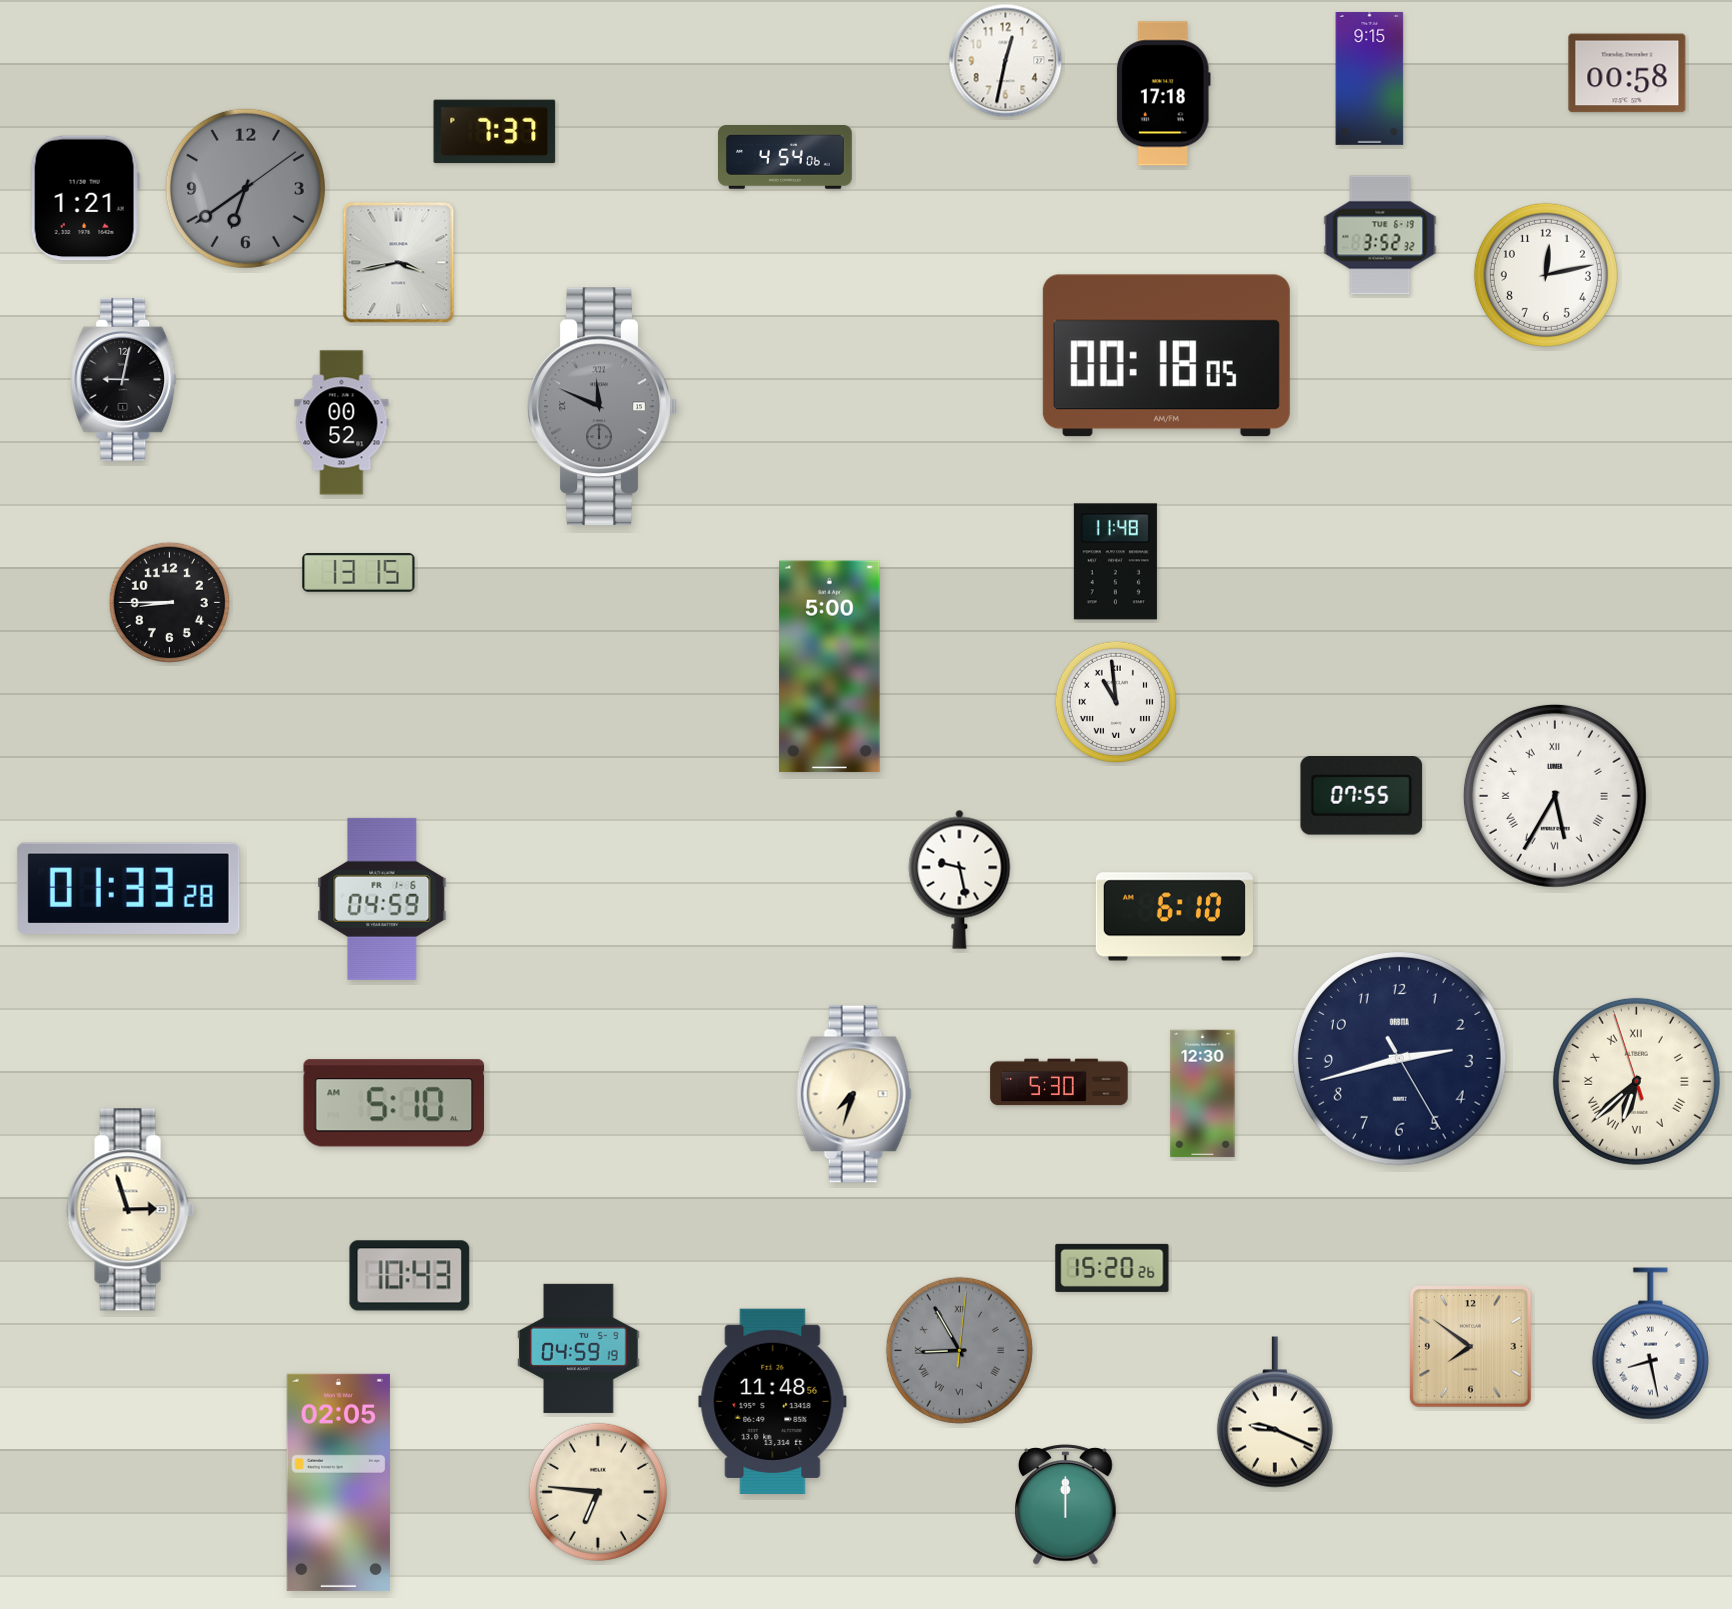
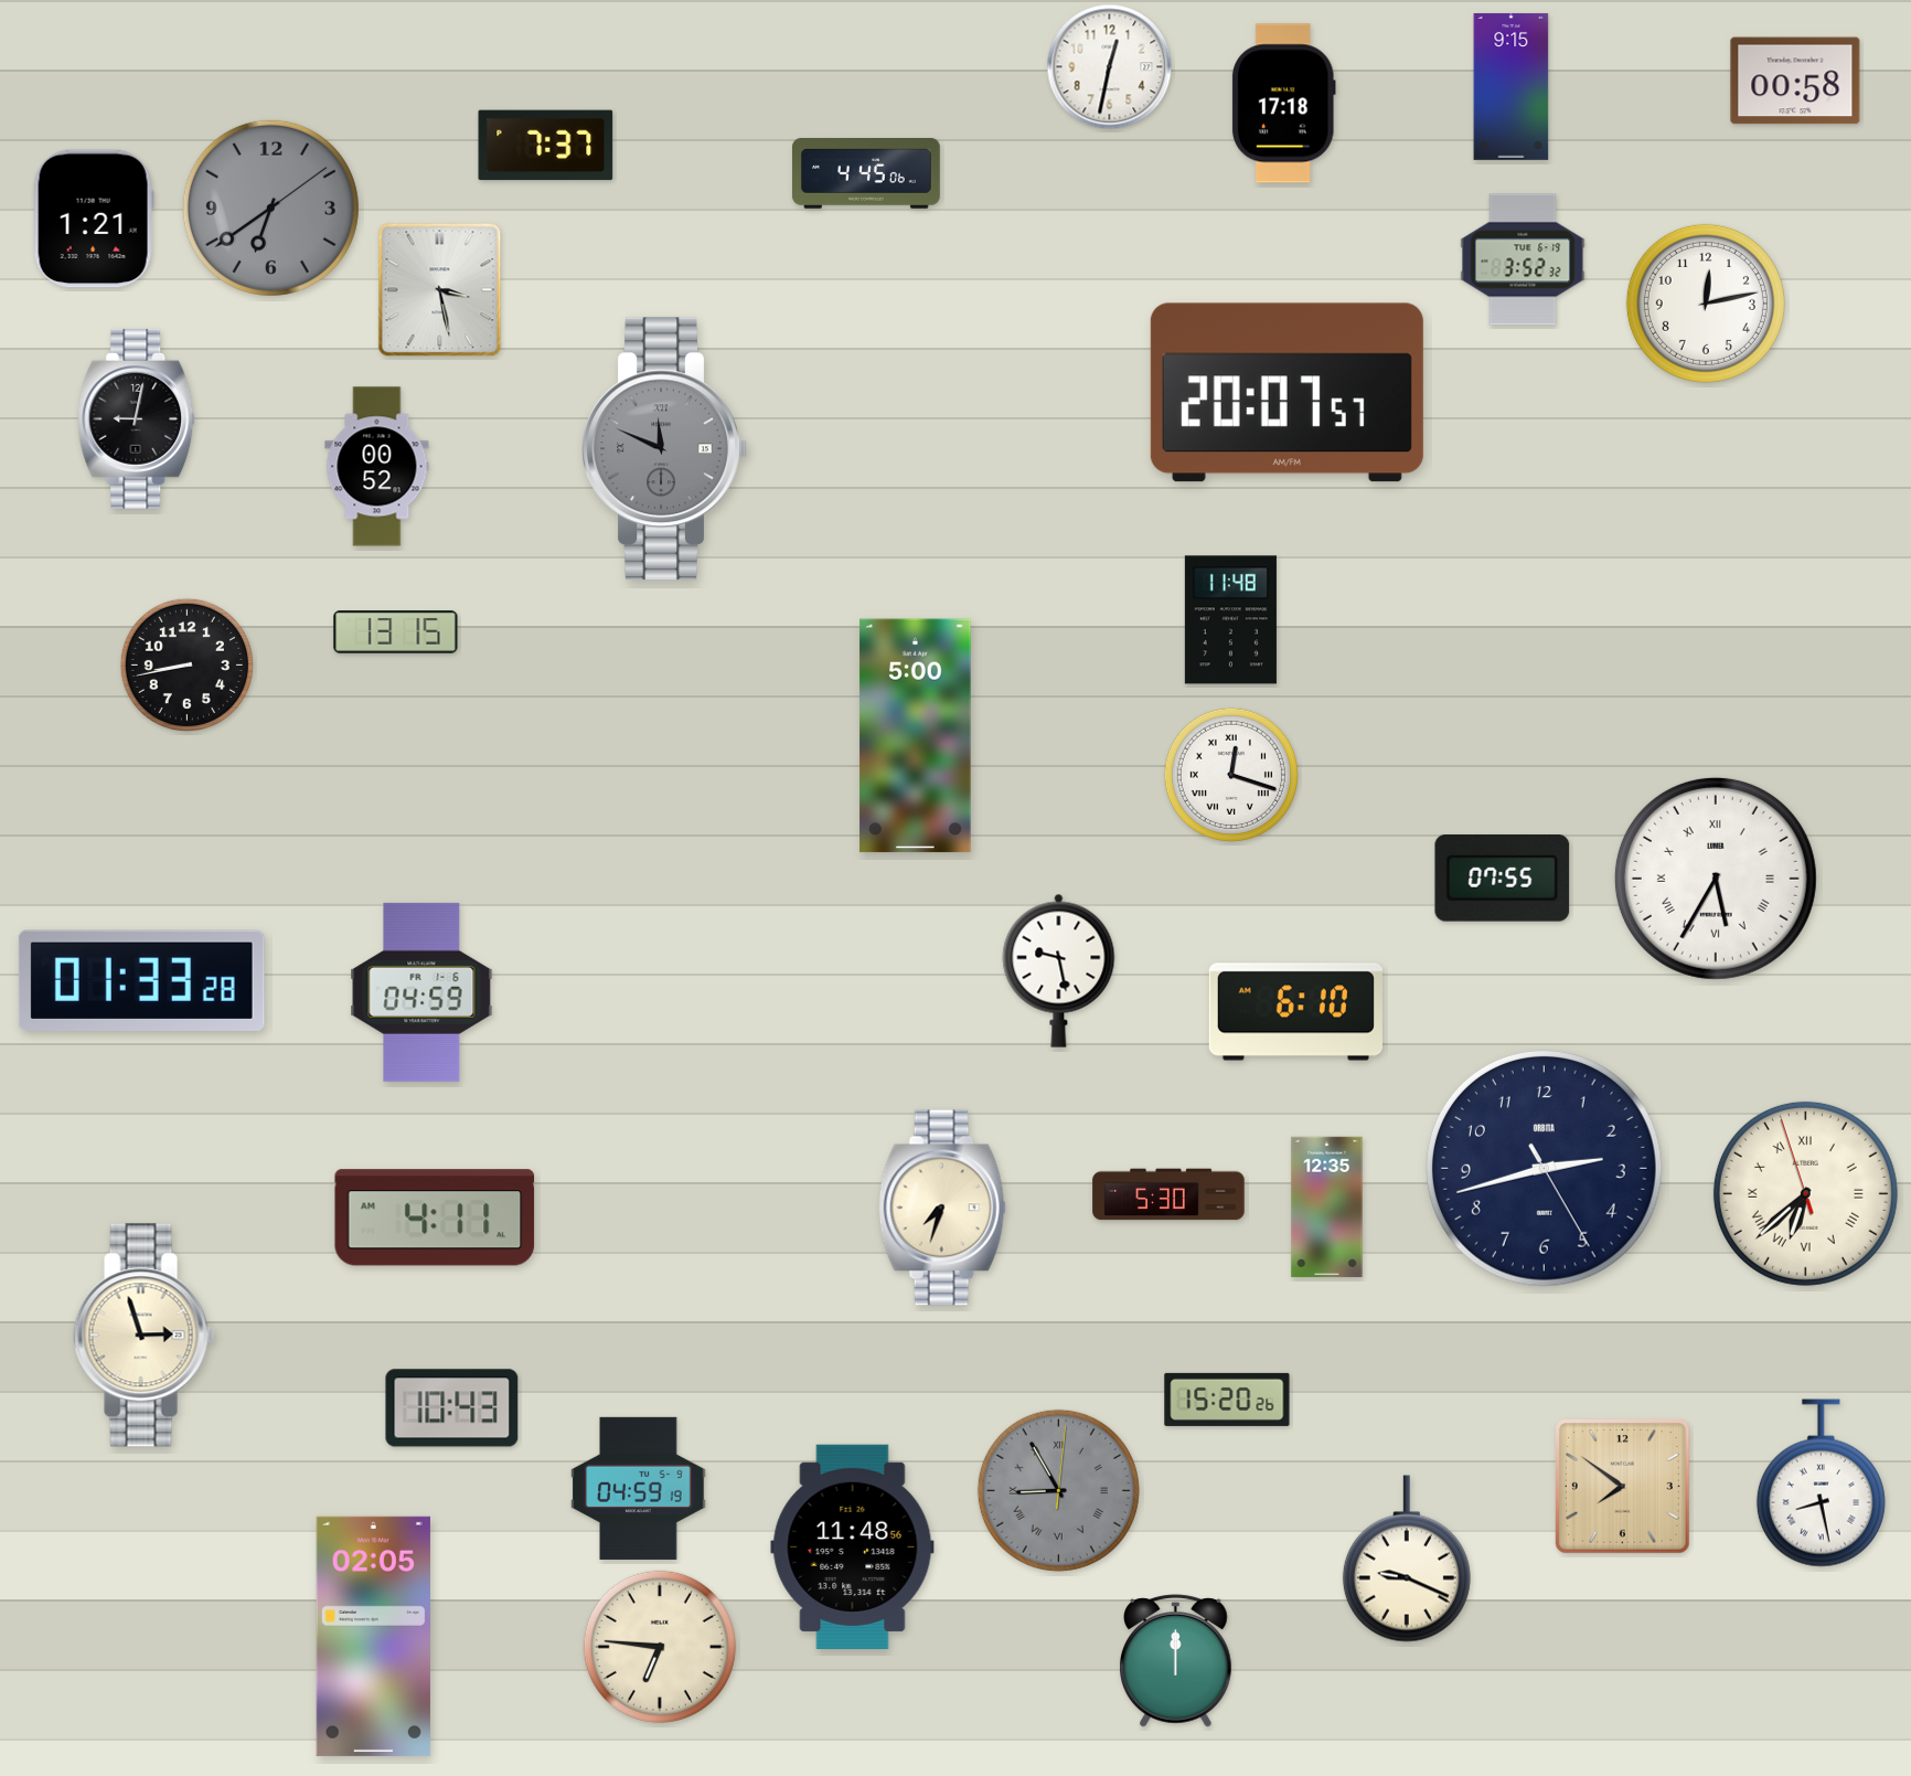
clock at (786, 158): 4:54 -> 4:45
clock at (399, 263): 3:43 -> 3:28
clock at (1166, 356): 00:18 -> 20:07
clock at (169, 602): 8:45 -> 8:43
clock at (1116, 702): 10:59 -> 12:18
clock at (1203, 1094): 12:30 -> 12:35
clock at (394, 1103): 5:10 -> 4:11
